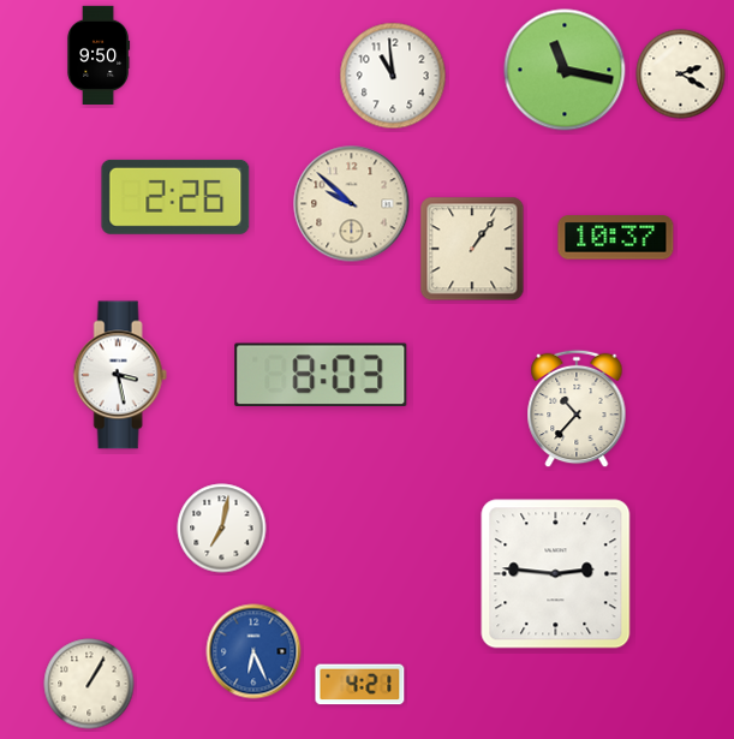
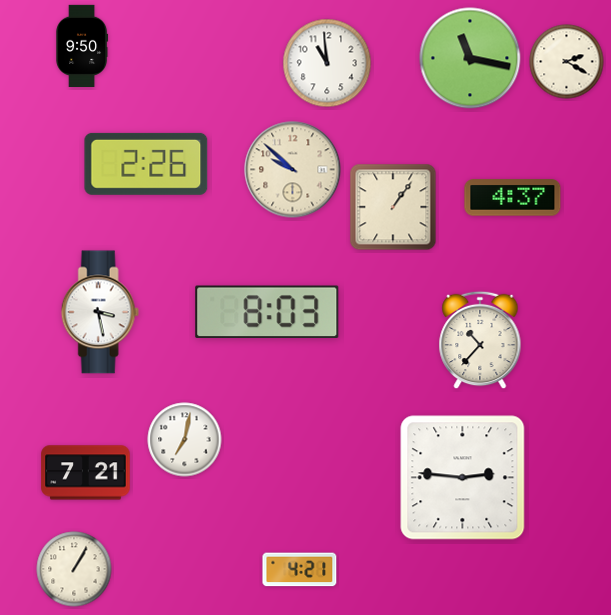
clock at (616, 238): 10:37 -> 4:37
clock at (86, 473): none -> 7:21
clock at (253, 651): 6:26 -> none
